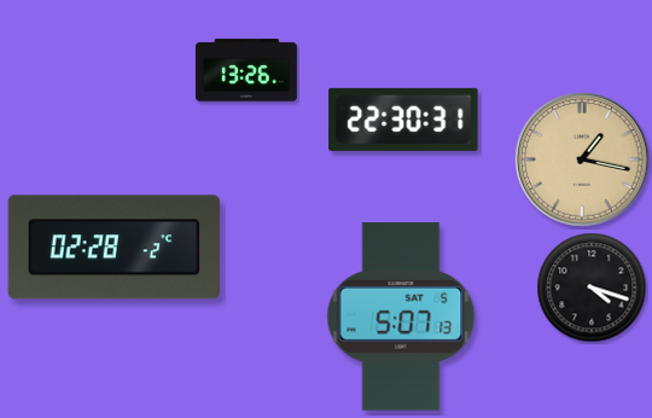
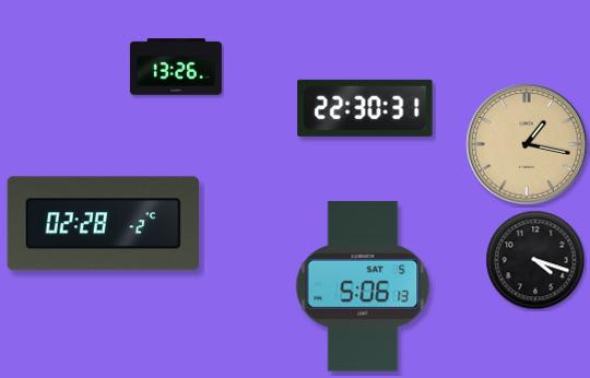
clock at (246, 70) position: (246, 70) -> (176, 67)
clock at (401, 317): 5:07 -> 5:06
